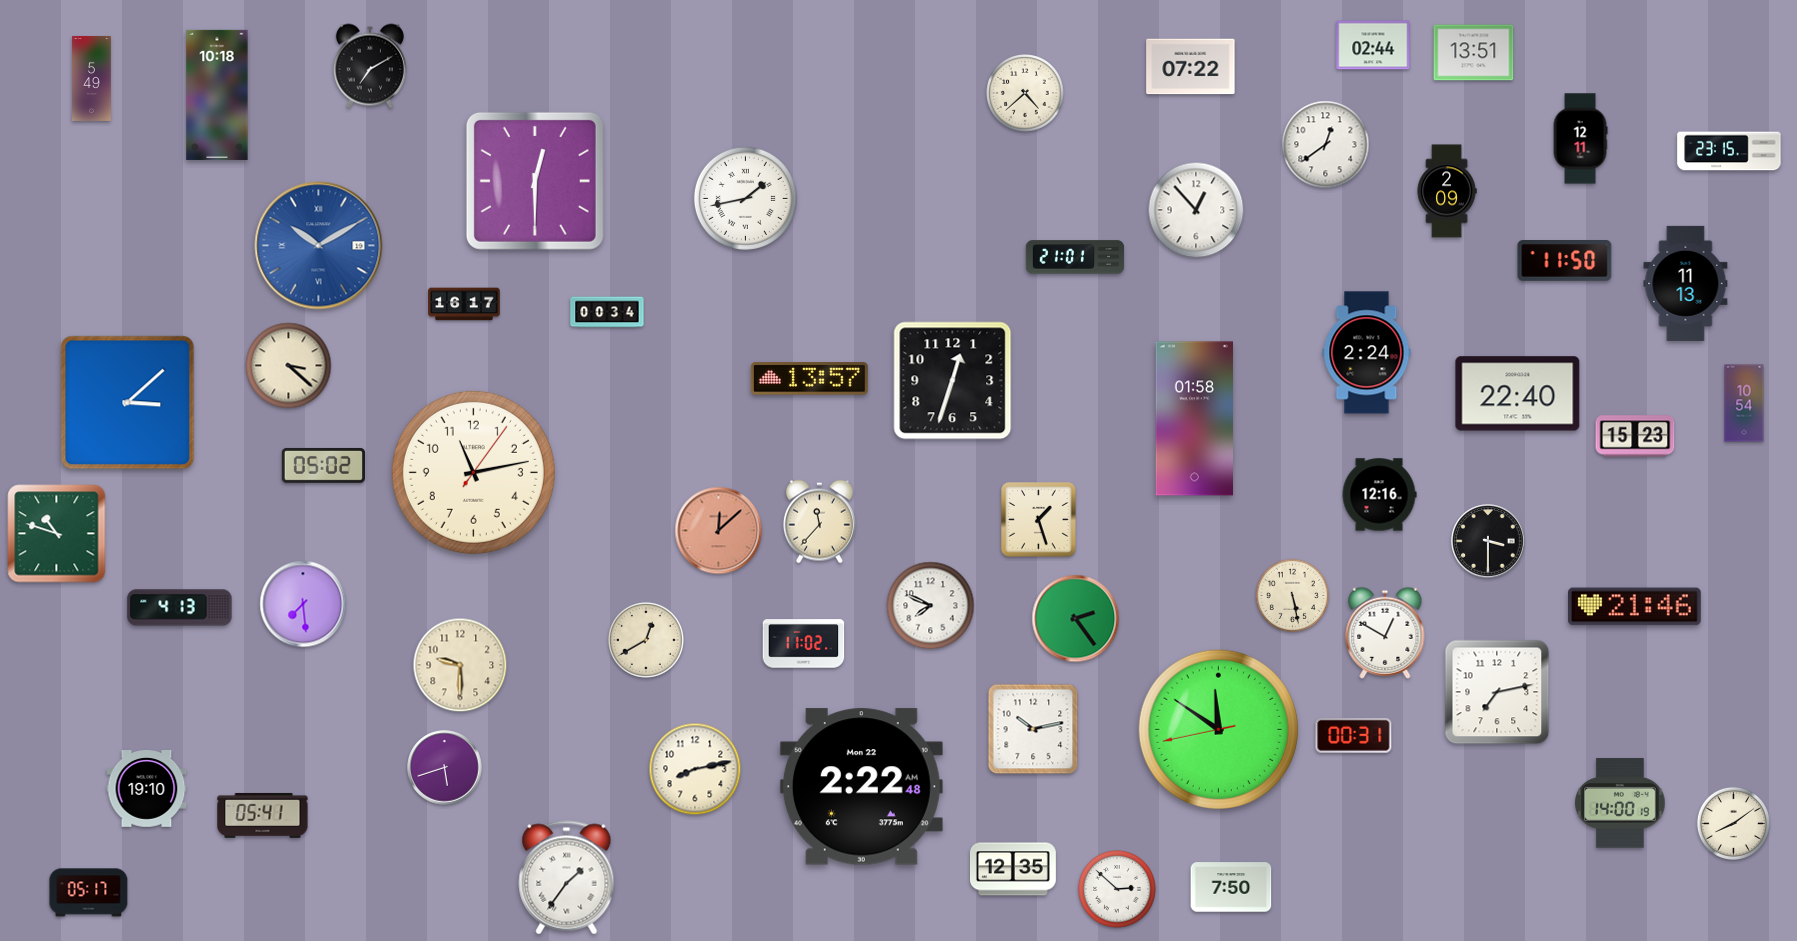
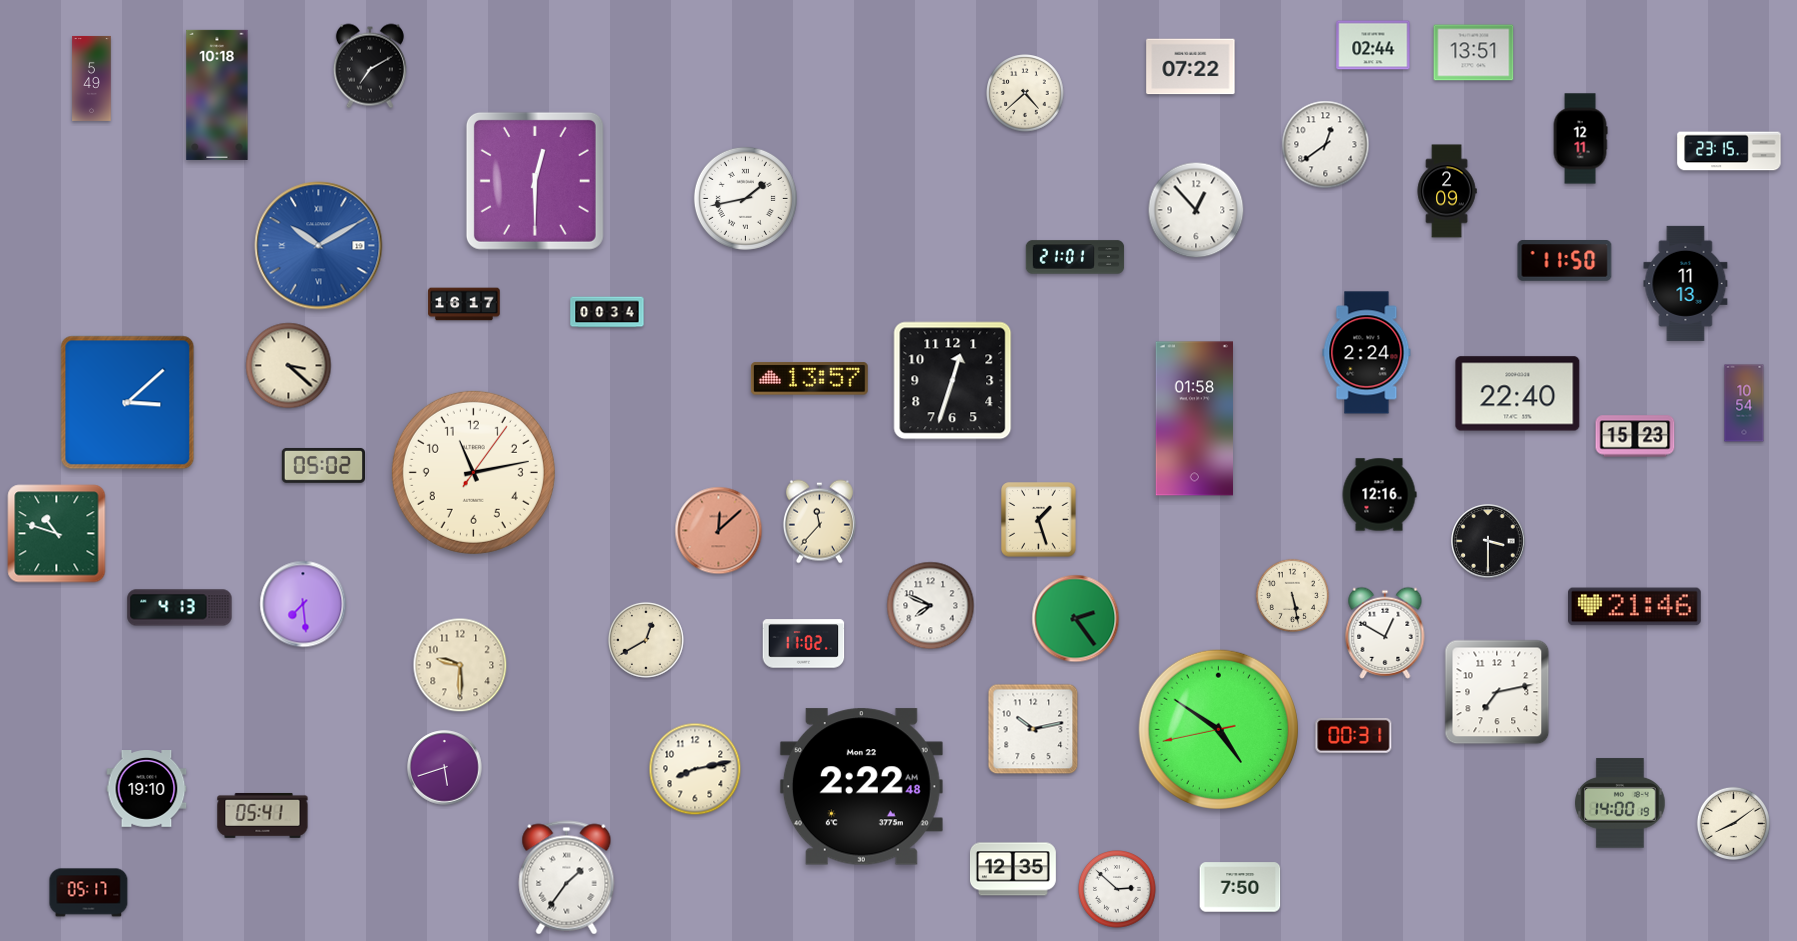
clock at (1218, 729): 11:50 -> 4:50
clock at (1231, 887) position: (1231, 887) -> (1240, 887)
